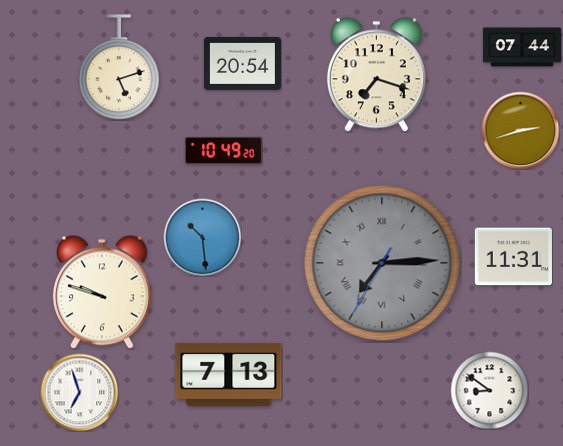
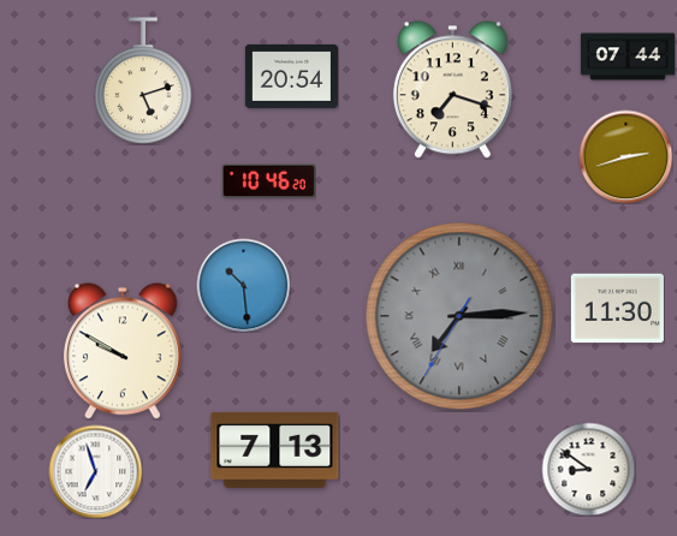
clock at (223, 151): 10:49 -> 10:46
clock at (513, 257): 11:31 -> 11:30
clock at (102, 292): 9:48 -> 9:50
